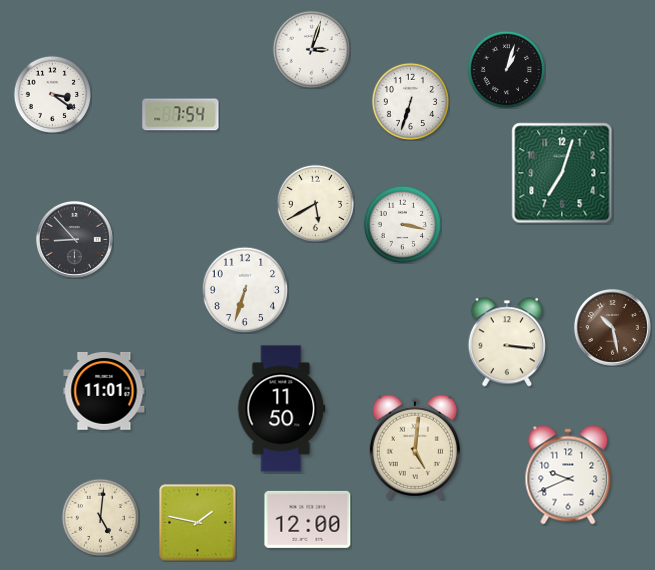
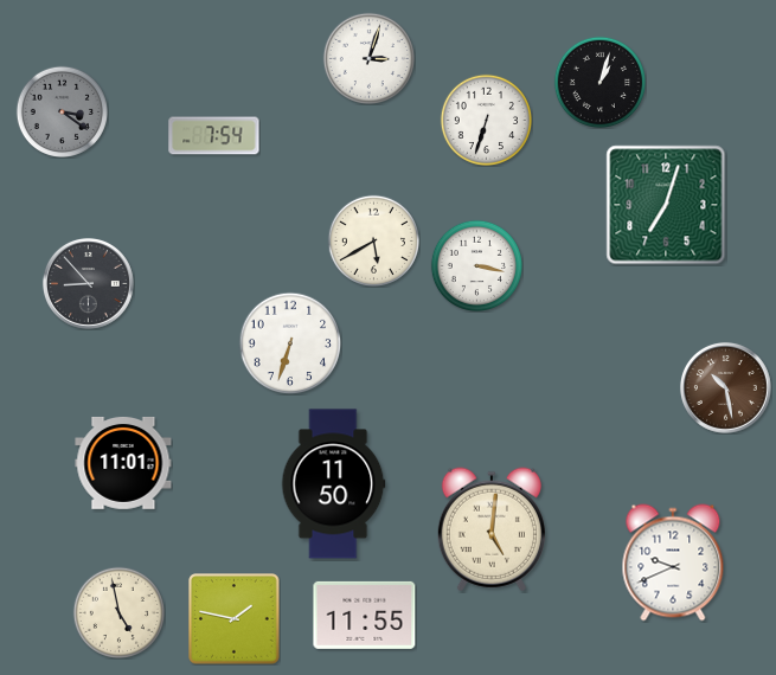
clock at (52, 94) dial: white -> grey
clock at (507, 342): 3:16 -> none
clock at (100, 517): 5:01 -> 4:58
clock at (308, 519): 12:00 -> 11:55
